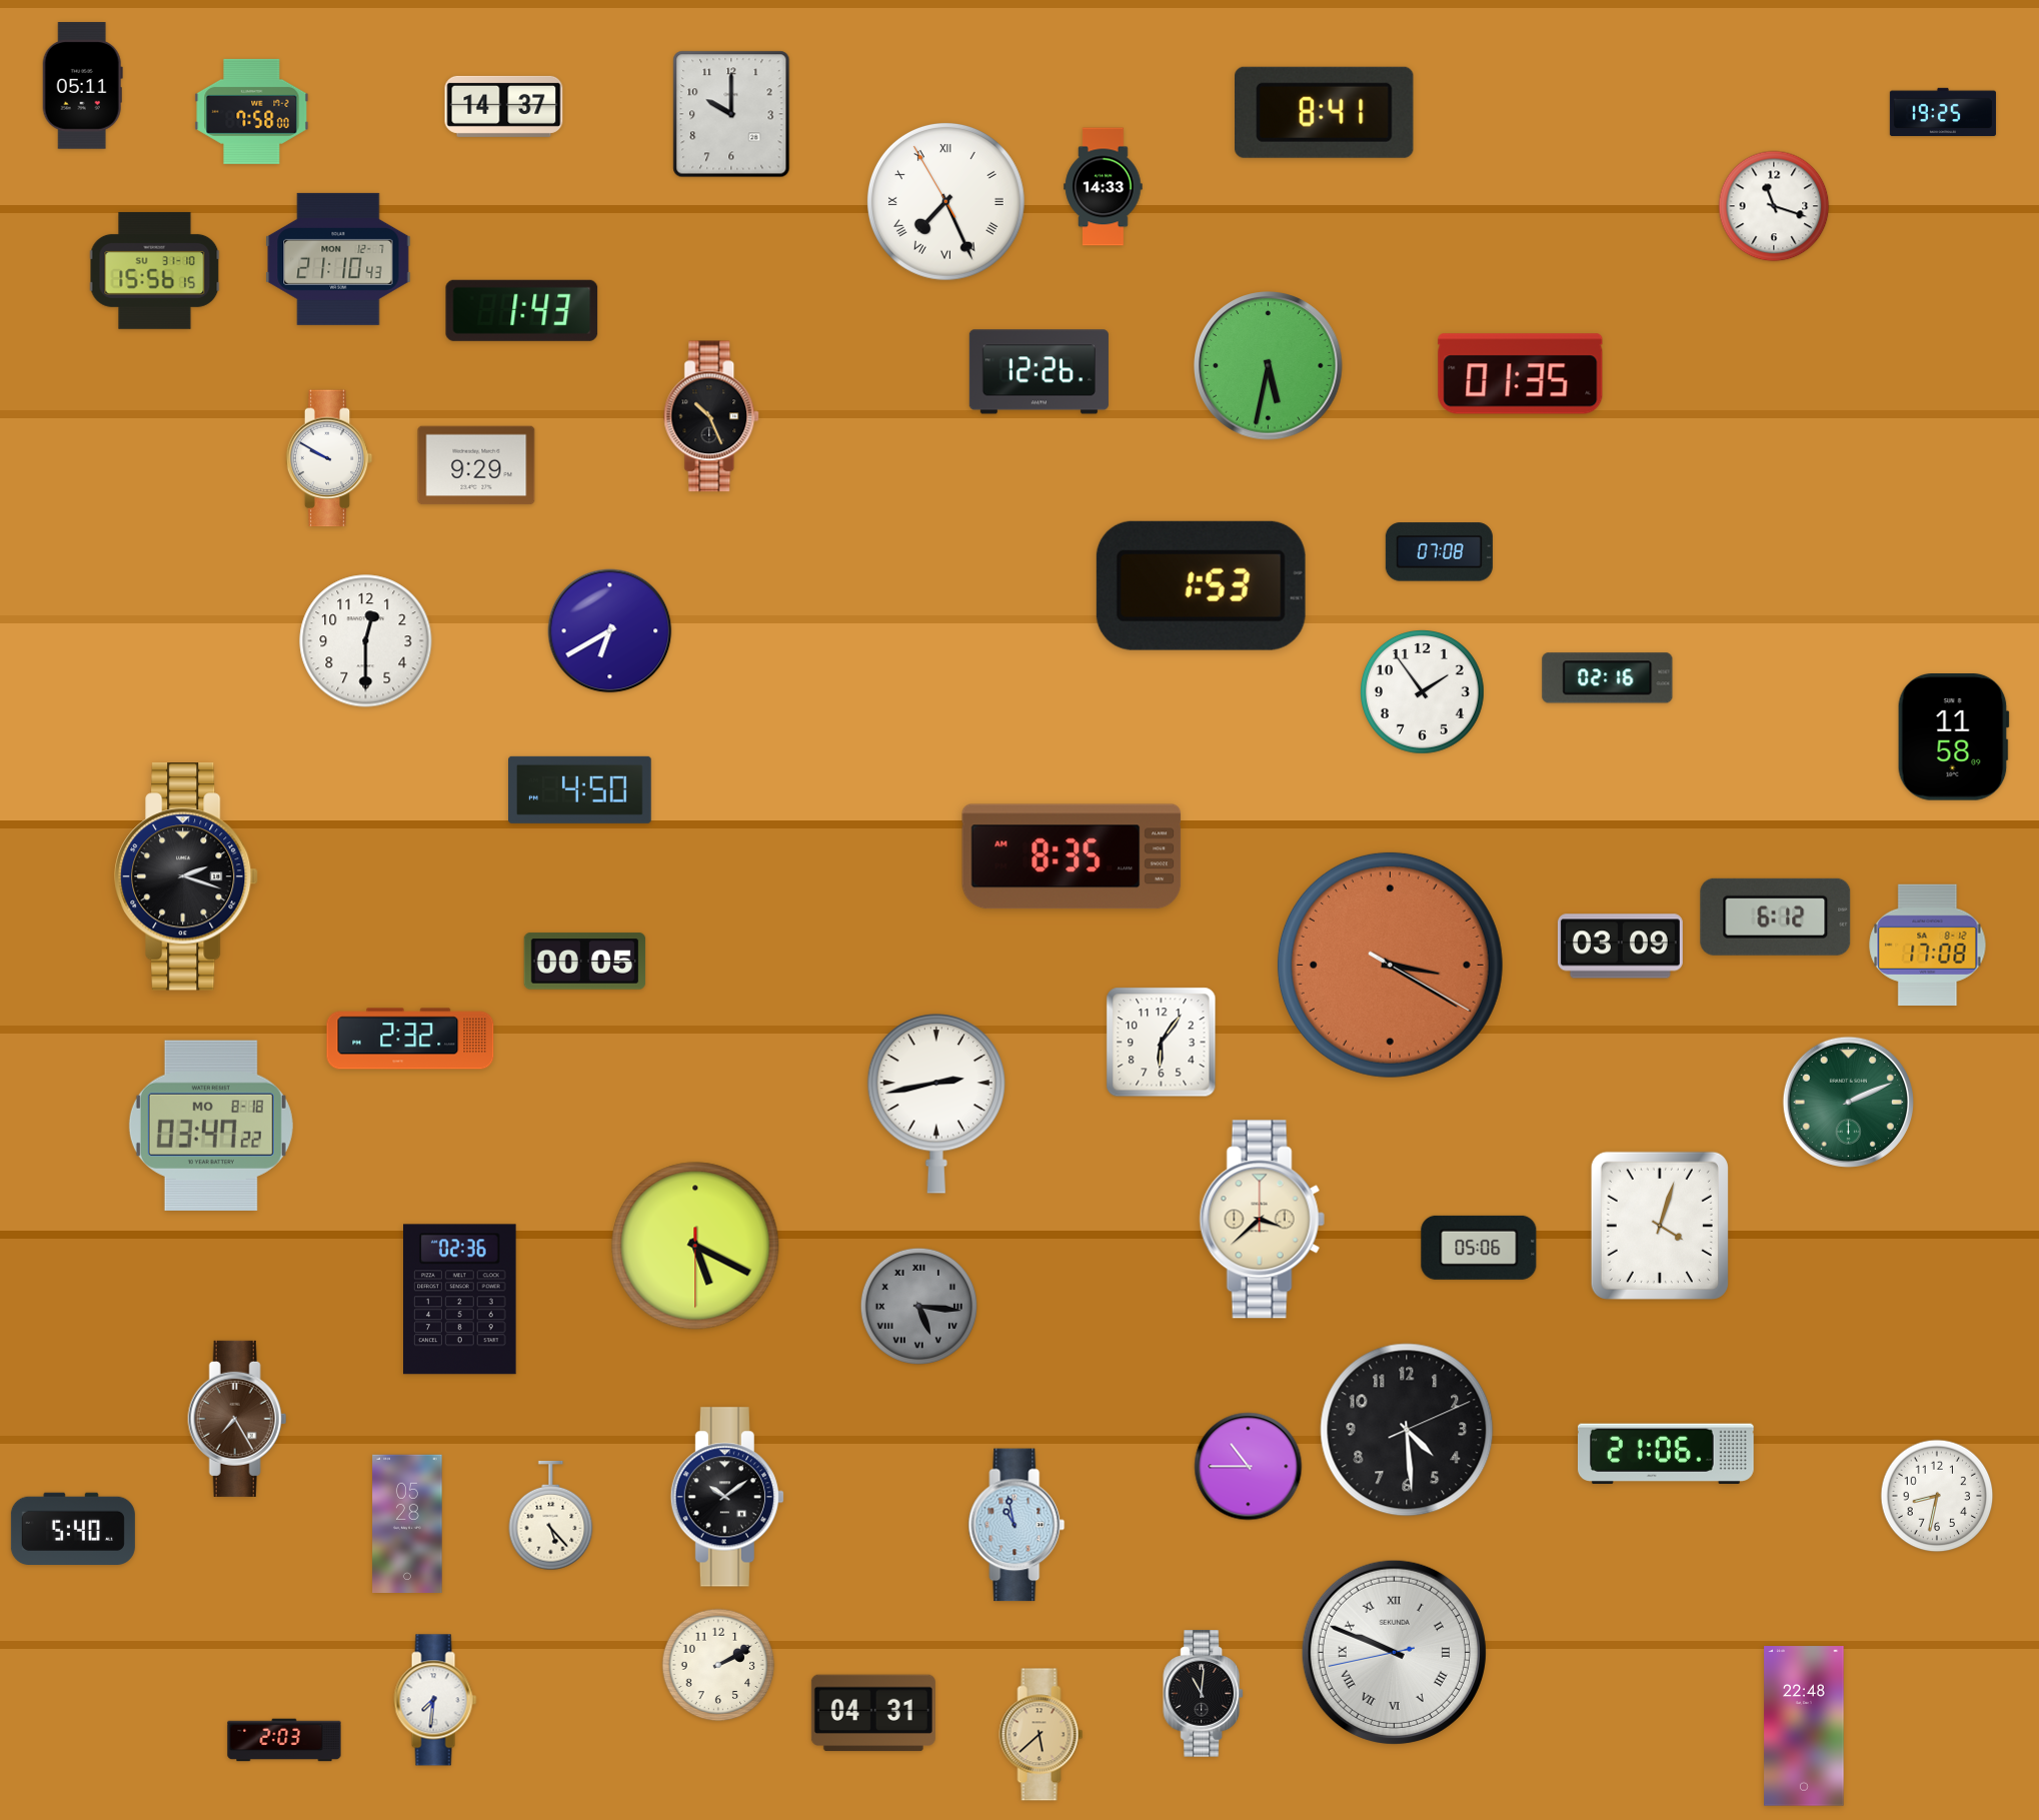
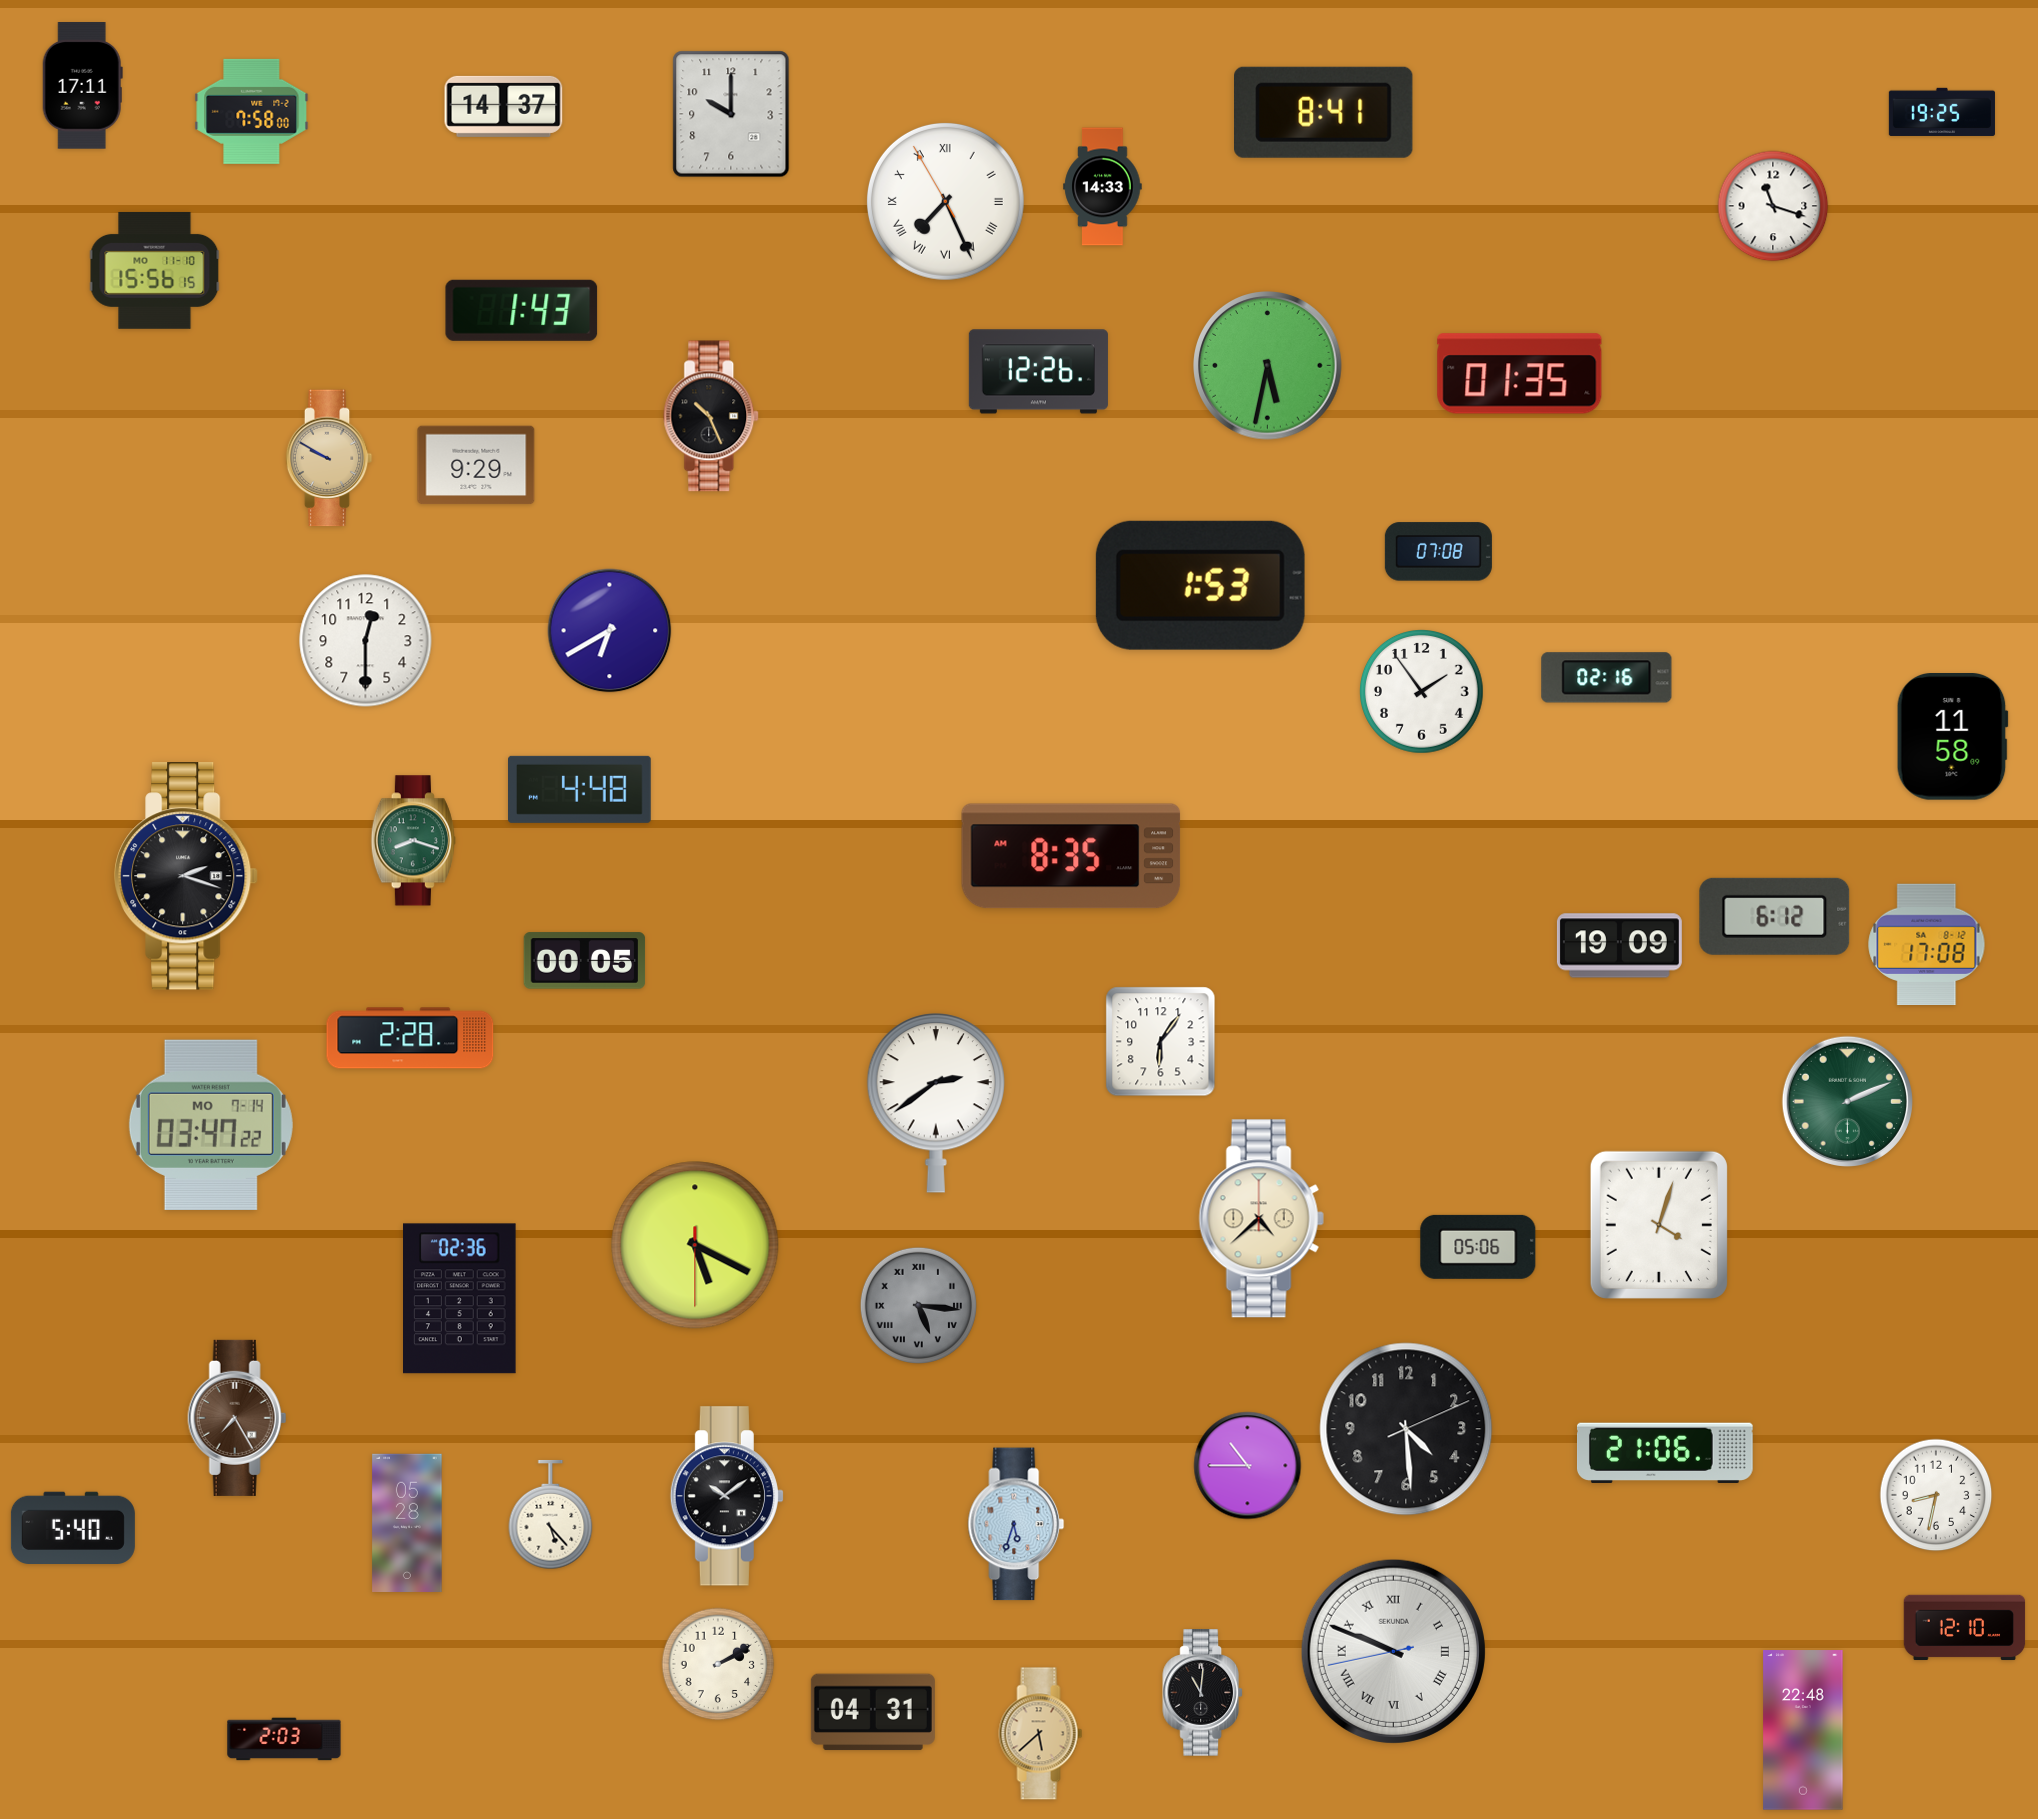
clock at (82, 86): 05:11 -> 17:11
clock at (338, 259): 21:10 -> none
clock at (155, 270) date: SU 31-10 -> MO 11-10
clock at (329, 458) dial: white -> champagne
clock at (580, 789): 4:50 -> 4:48
clock at (413, 841): none -> 8:18
clock at (1620, 947): 03:09 -> 19:09
clock at (1390, 965): 3:20 -> none
clock at (410, 1039): 2:32 -> 2:28
clock at (936, 1104): 2:43 -> 2:39
clock at (211, 1126) date: MO 8-18 -> MO 7-14
clock at (1262, 1220): 3:38 -> 4:38
clock at (1016, 1525): 10:58 -> 5:33
clock at (1965, 1628): none -> 12:10
clock at (435, 1700): 7:31 -> none
clock at (1804, 1726) position: (1804, 1726) -> (1803, 1730)
